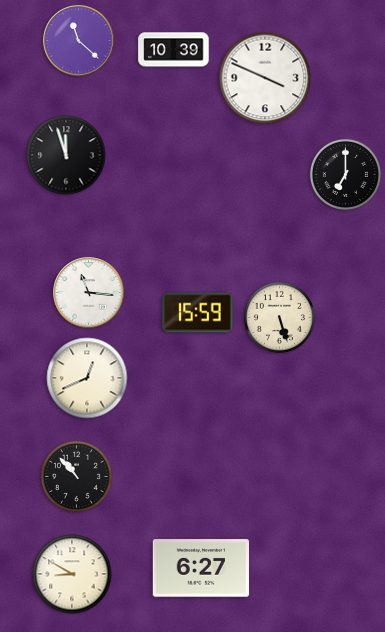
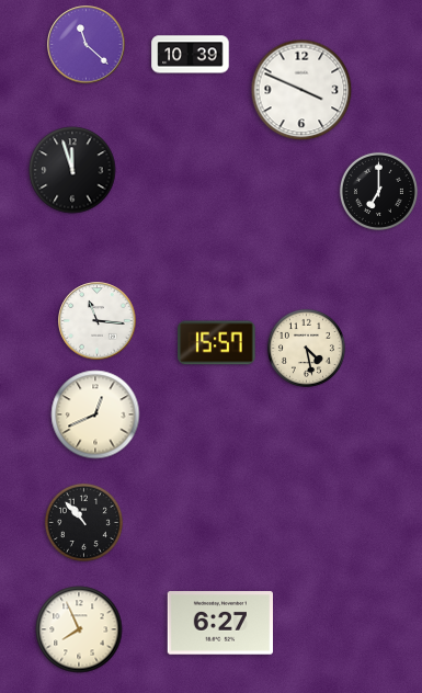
clock at (265, 78) position: (265, 78) -> (301, 90)
clock at (198, 313): 15:59 -> 15:57
clock at (279, 317): 5:27 -> 4:28
clock at (72, 574): 8:50 -> 7:56
